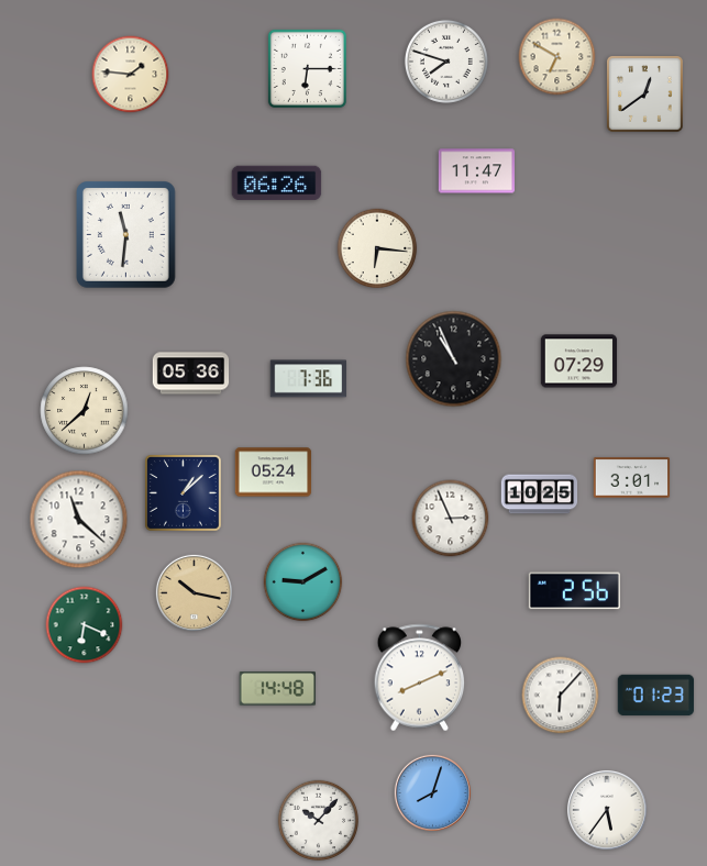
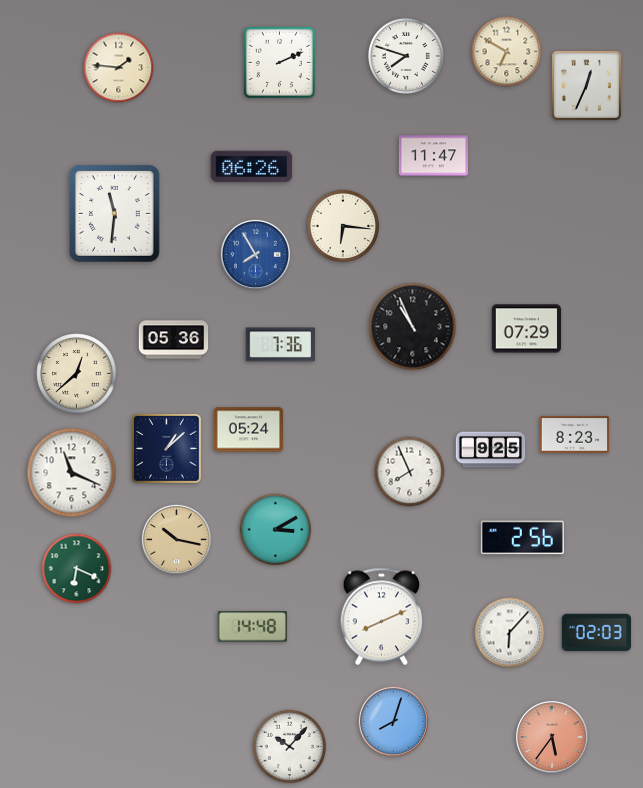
clock at (307, 68): 6:15 -> 2:11
clock at (645, 95): 12:39 -> 12:34
clock at (255, 254): none -> 7:55
clock at (632, 478): 3:01 -> 8:23
clock at (540, 495): 10:25 -> 9:25
clock at (451, 519): 2:56 -> 7:56
clock at (79, 520): 11:22 -> 11:19
clock at (303, 582): 9:10 -> 3:10
clock at (656, 696): 01:23 -> 02:03
clock at (607, 810) dial: white -> salmon
